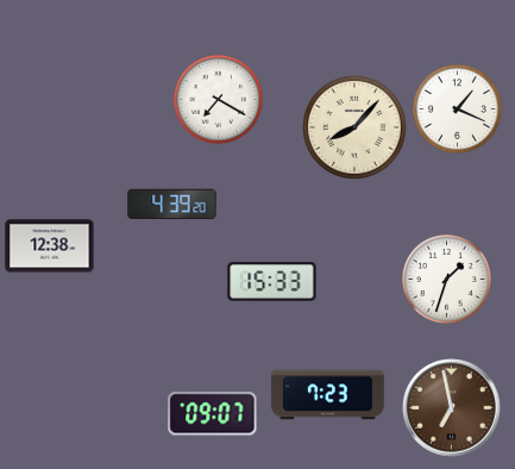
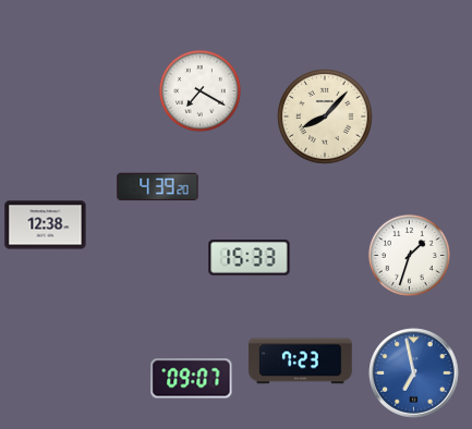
clock at (457, 108): 1:19 -> none
clock at (452, 408) dial: brown -> blue
clock at (213, 414) position: (213, 414) -> (192, 379)
